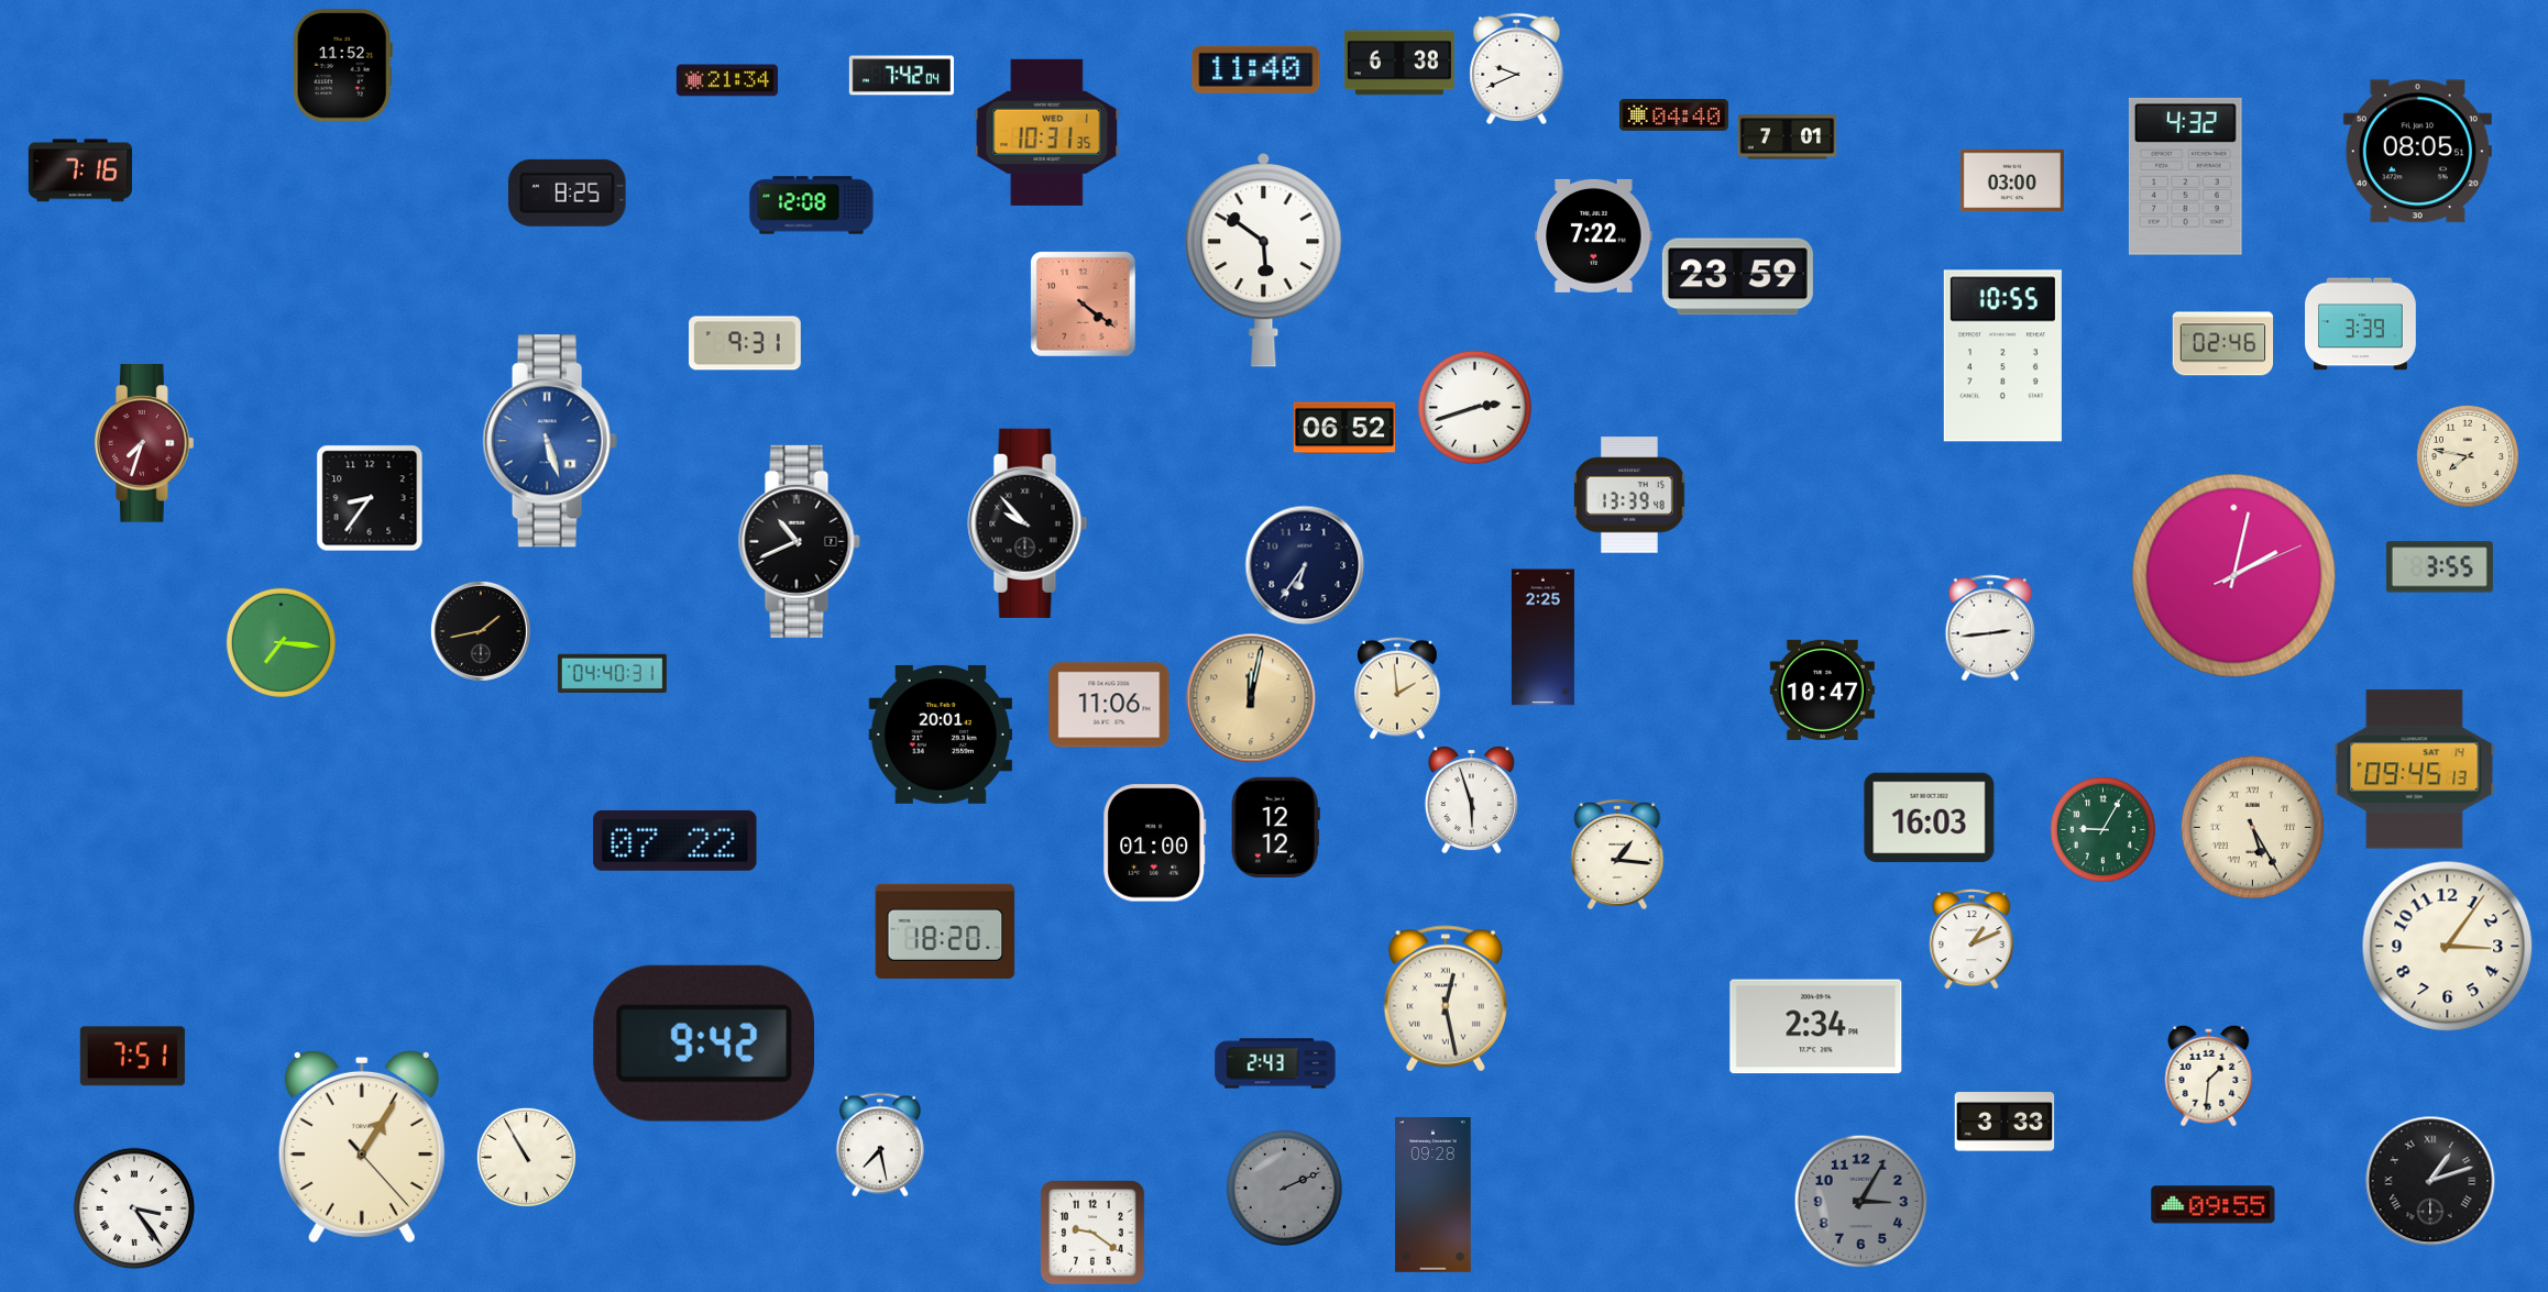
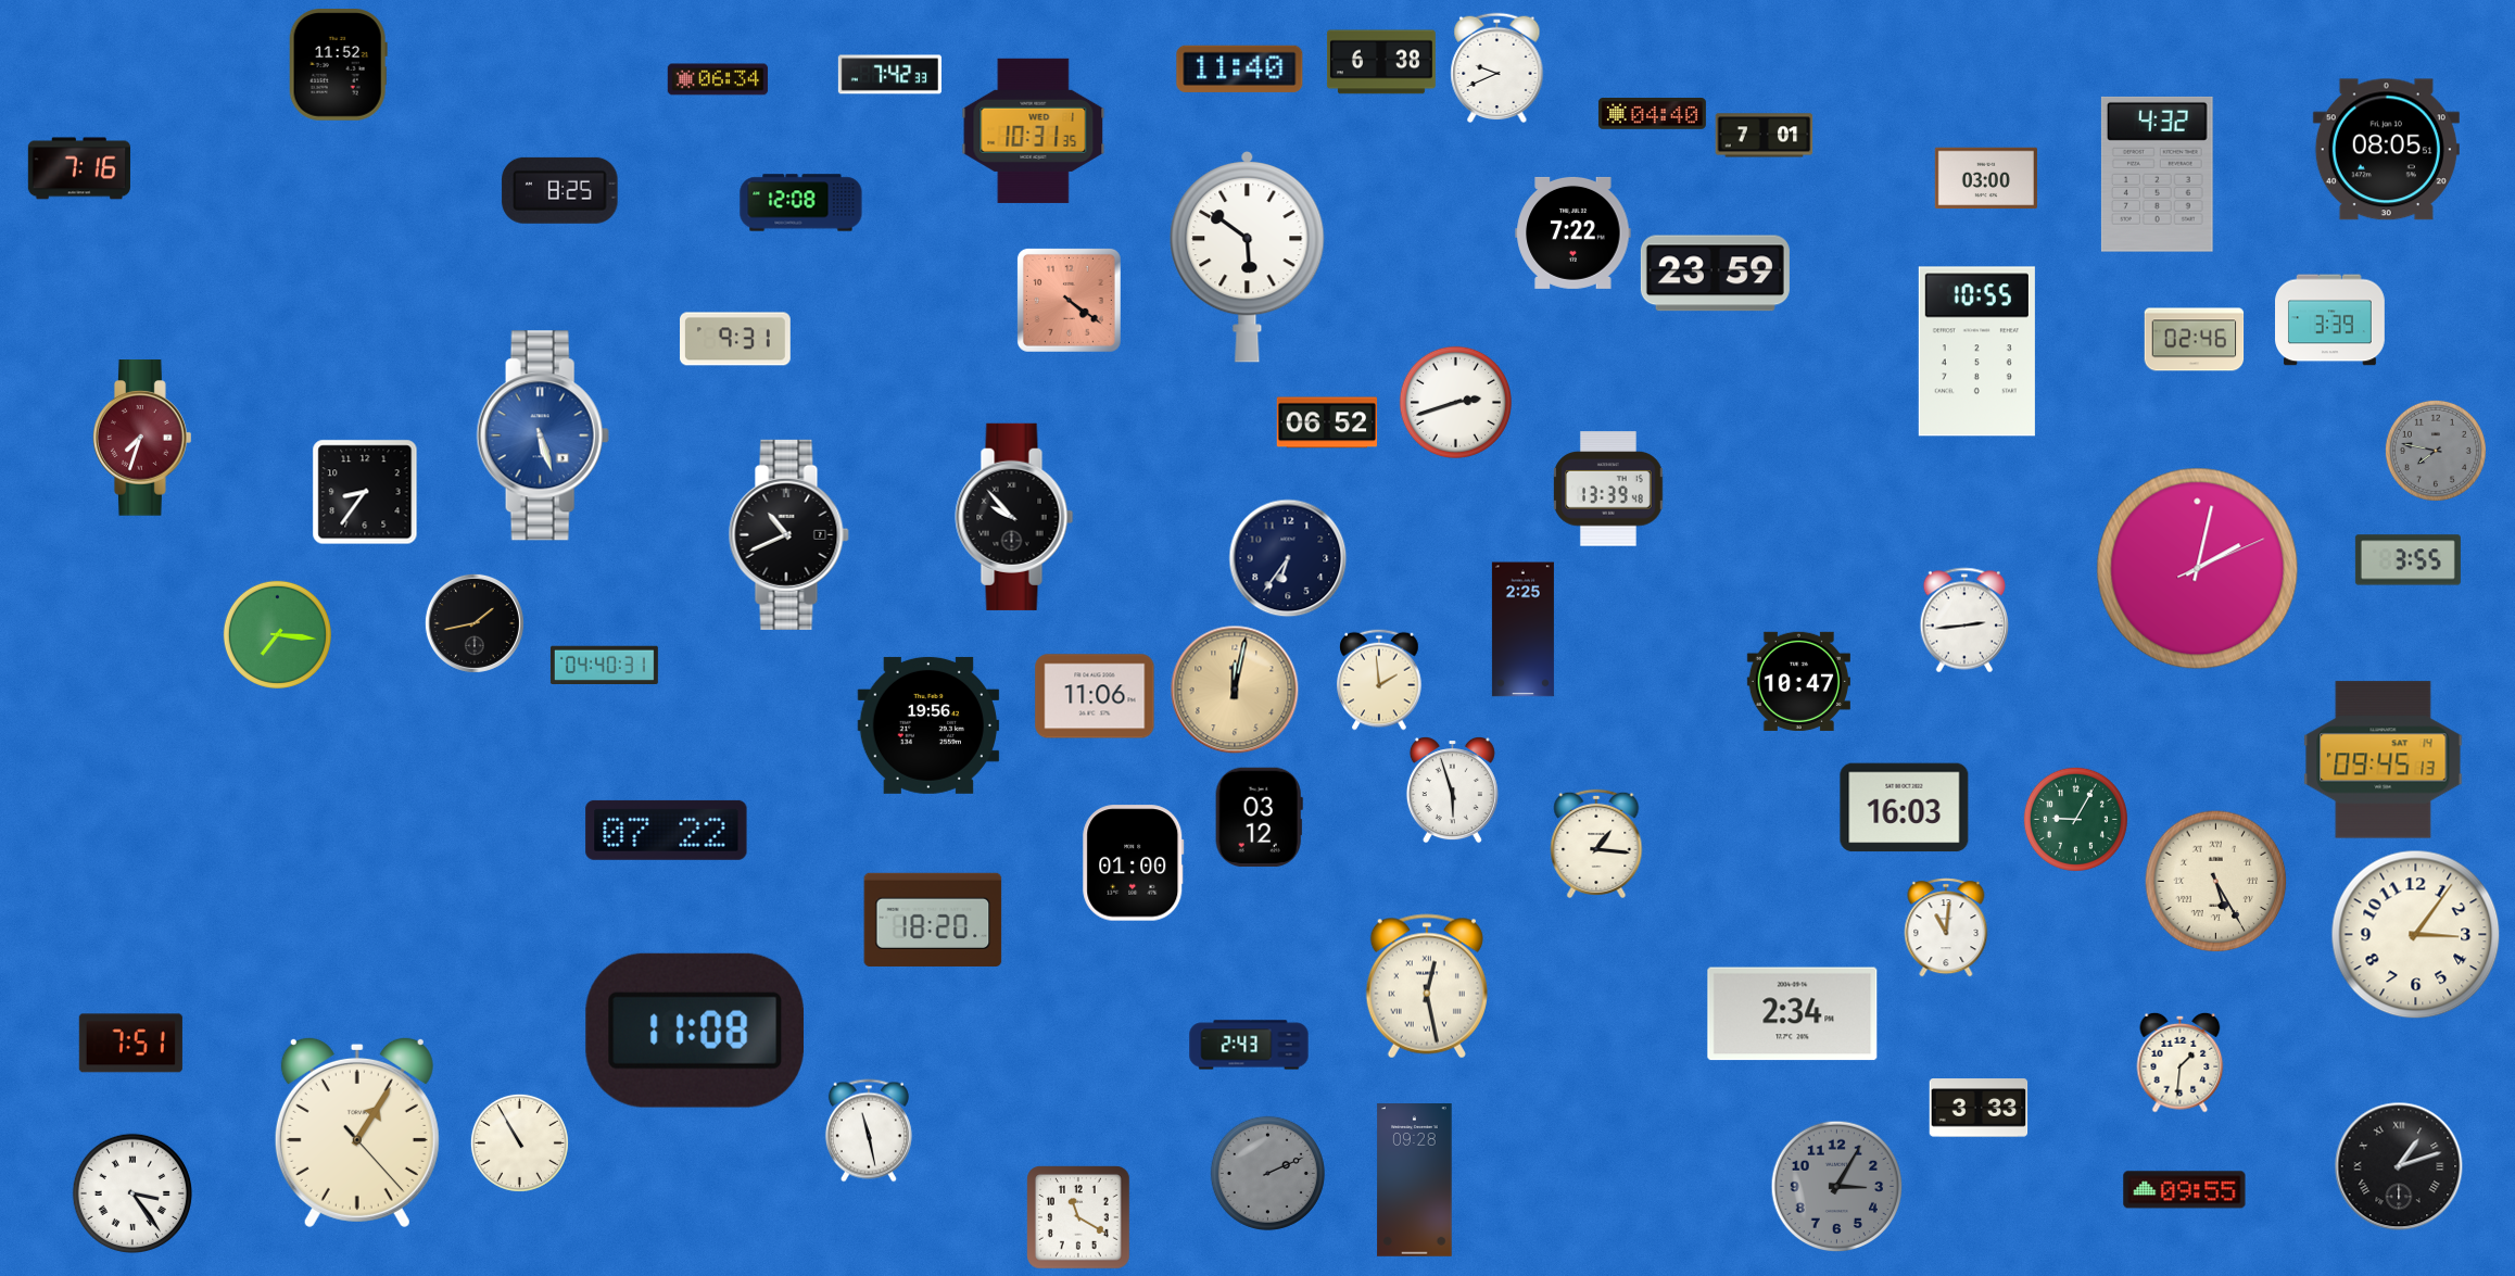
clock at (901, 76): 7:42:04 -> 7:42:33
clock at (727, 80): 21:34 -> 06:34
clock at (2468, 456) dial: cream -> grey
clock at (2234, 576) position: (2234, 576) -> (2198, 569)
clock at (941, 735): 20:01 -> 19:56
clock at (1275, 828): 12:12 -> 03:12
clock at (2253, 828) position: (2253, 828) -> (2216, 882)
clock at (1155, 843) position: (1155, 843) -> (1134, 863)
clock at (1972, 939): 1:11 -> 11:01
clock at (703, 1043): 9:42 -> 11:08
clock at (1275, 1063) position: (1275, 1063) -> (1249, 1045)
clock at (880, 1145): 7:28 -> 11:28
clock at (1092, 1233): 9:21 -> 11:20
